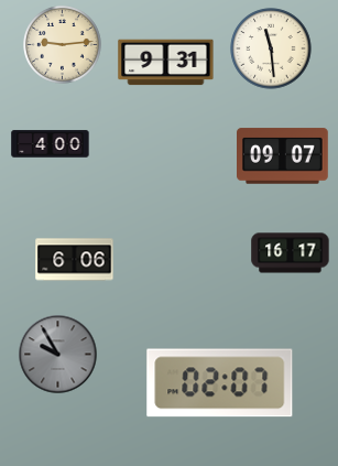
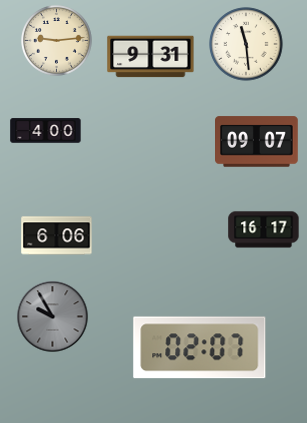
clock at (75, 260) position: (75, 260) -> (57, 236)
clock at (58, 355) position: (58, 355) -> (53, 317)
